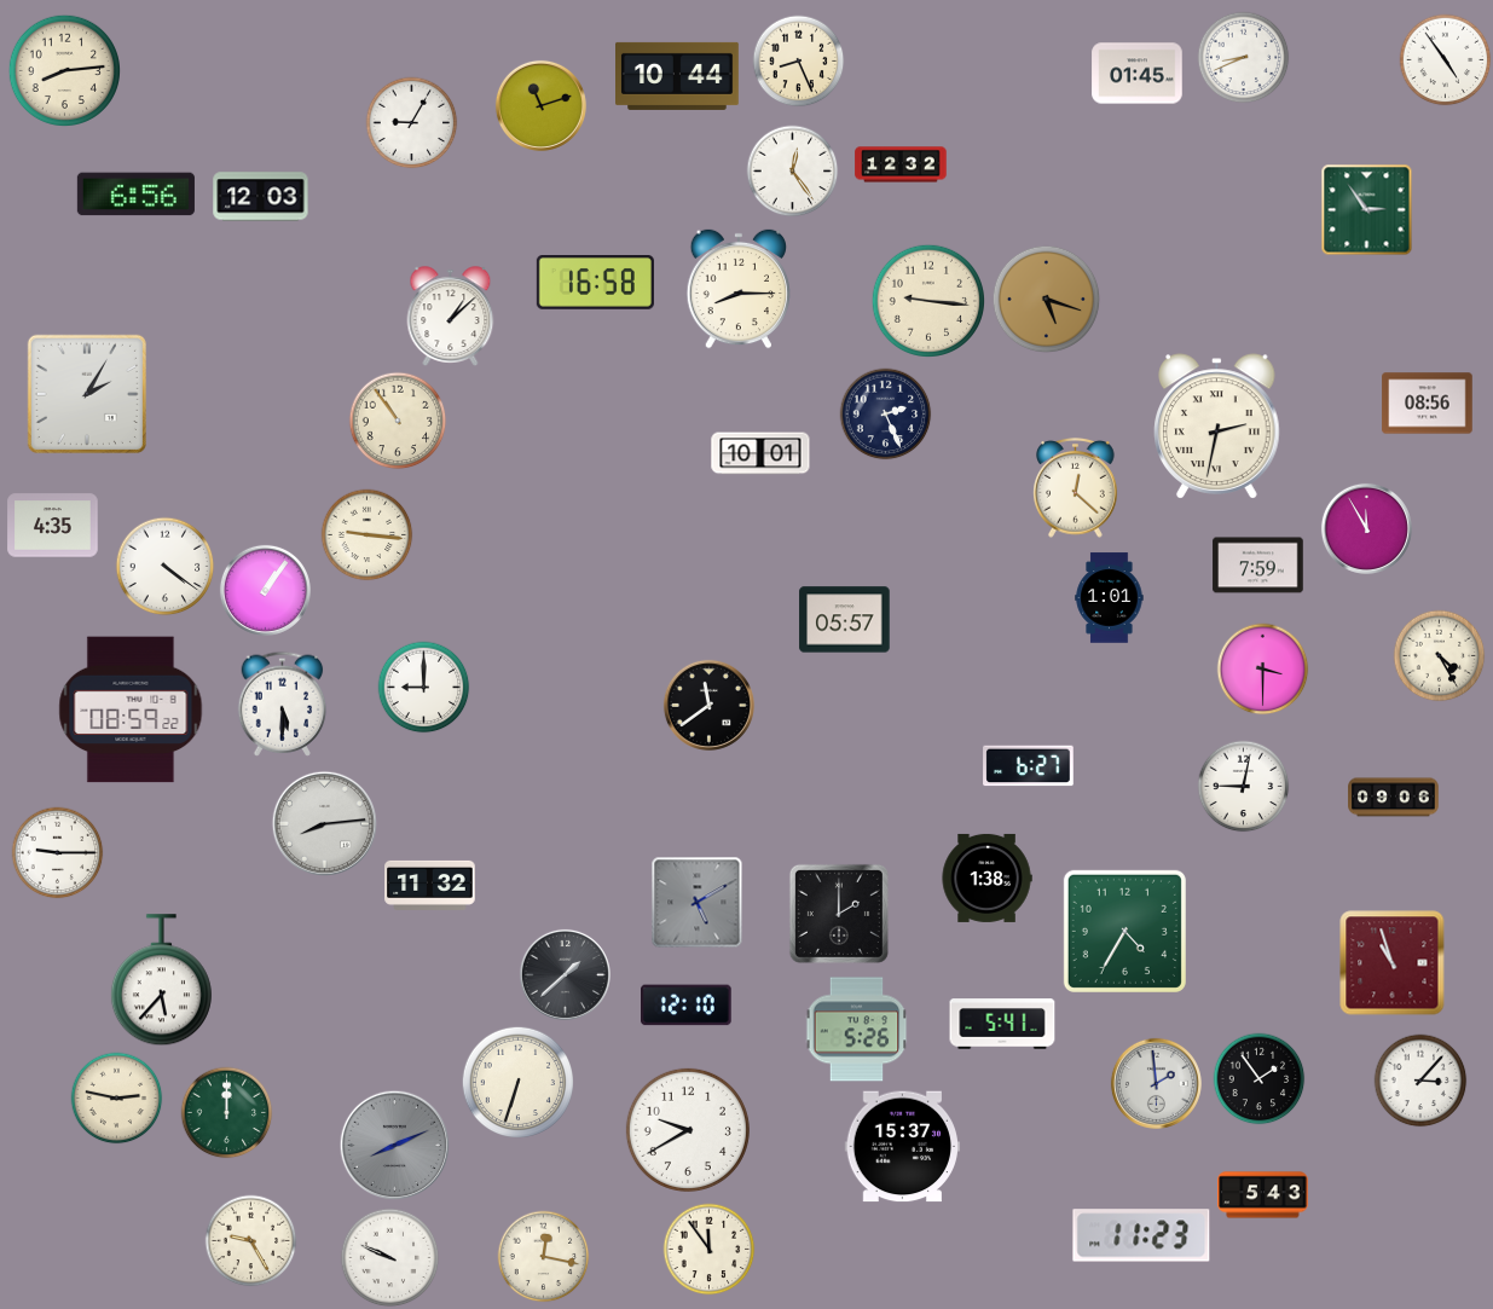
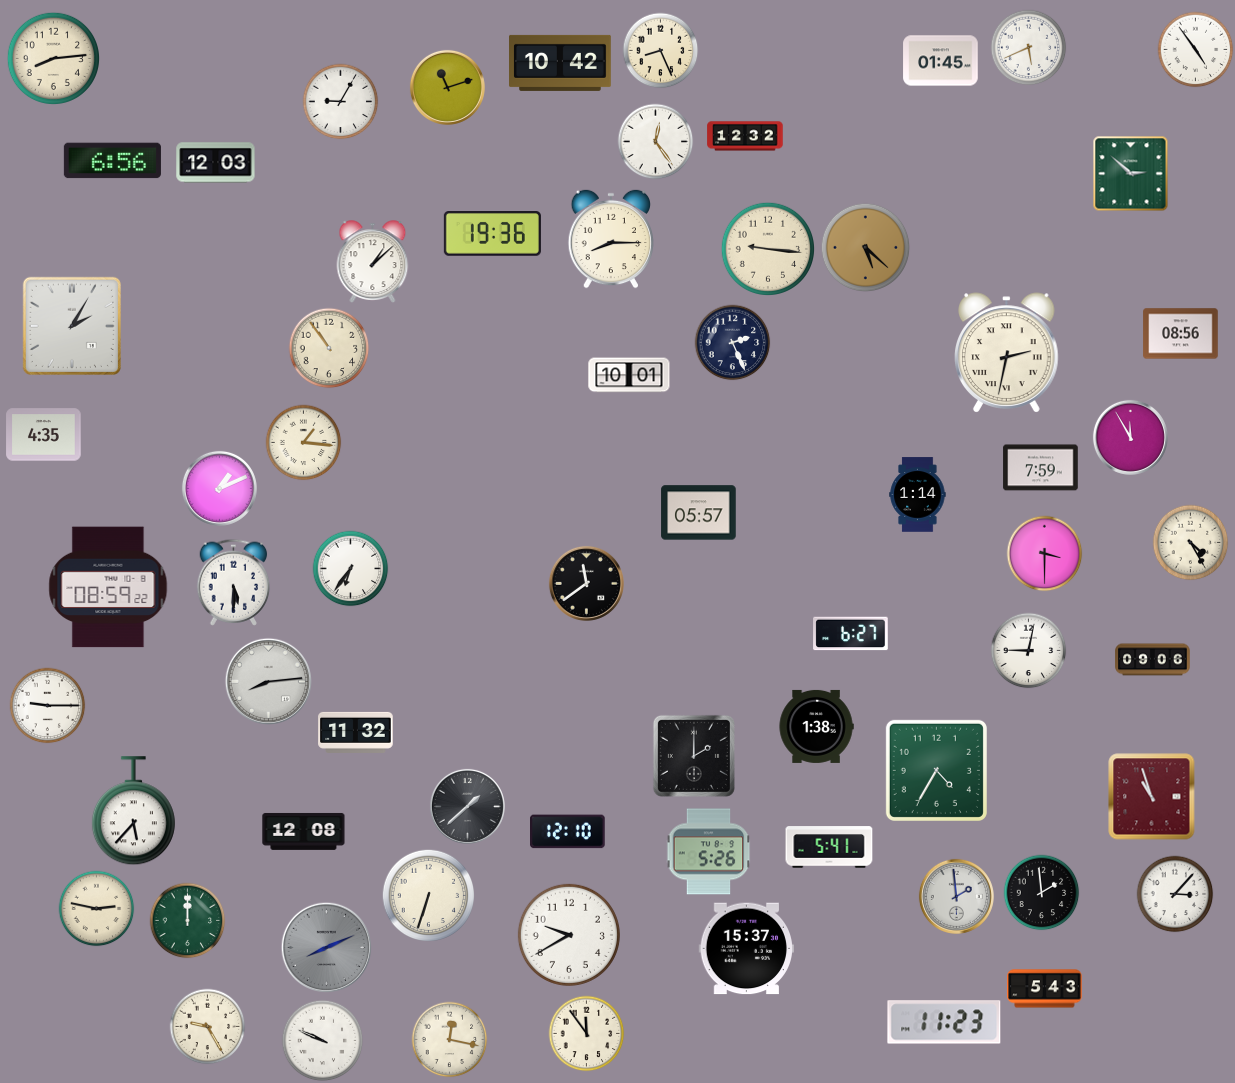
clock at (1244, 58): 8:41 -> 5:41
clock at (677, 76): 10:44 -> 10:42
clock at (1367, 210): 2:54 -> 2:52
clock at (595, 283): 16:58 -> 19:36
clock at (1047, 300): 5:18 -> 5:22
clock at (1076, 488): 12:22 -> none
clock at (368, 535): 9:16 -> 1:16
clock at (166, 567): 4:21 -> none
clock at (265, 590): 1:06 -> 1:11
clock at (1110, 598): 1:01 -> 1:14
clock at (424, 688): 9:00 -> 6:36
clock at (698, 903): 5:10 -> none
clock at (1124, 931) position: (1124, 931) -> (936, 770)
clock at (304, 831): none -> 12:08
clock at (1260, 1079): 1:54 -> 1:59
